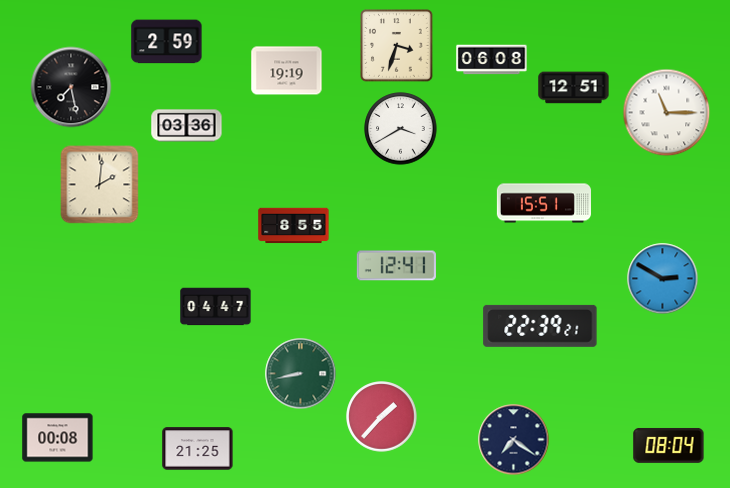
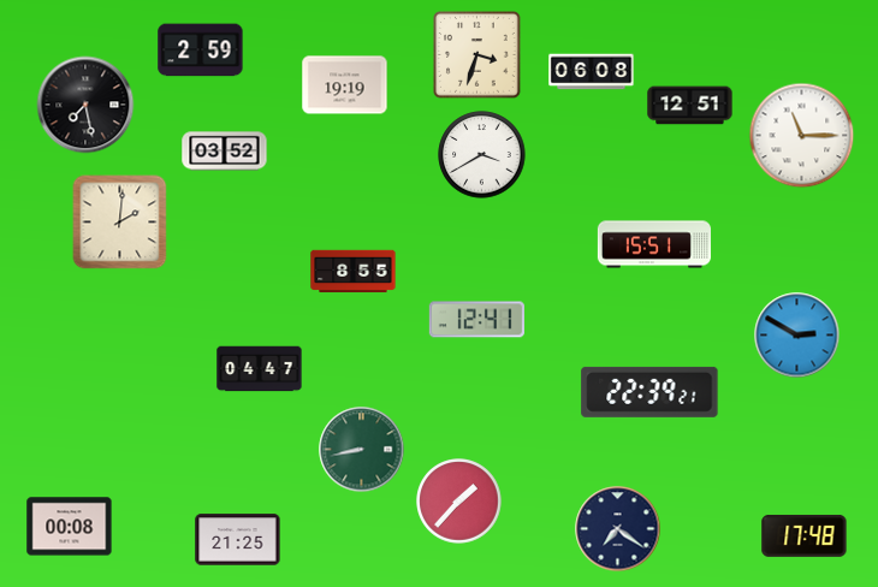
clock at (187, 126): 03:36 -> 03:52
clock at (669, 445): 08:04 -> 17:48
